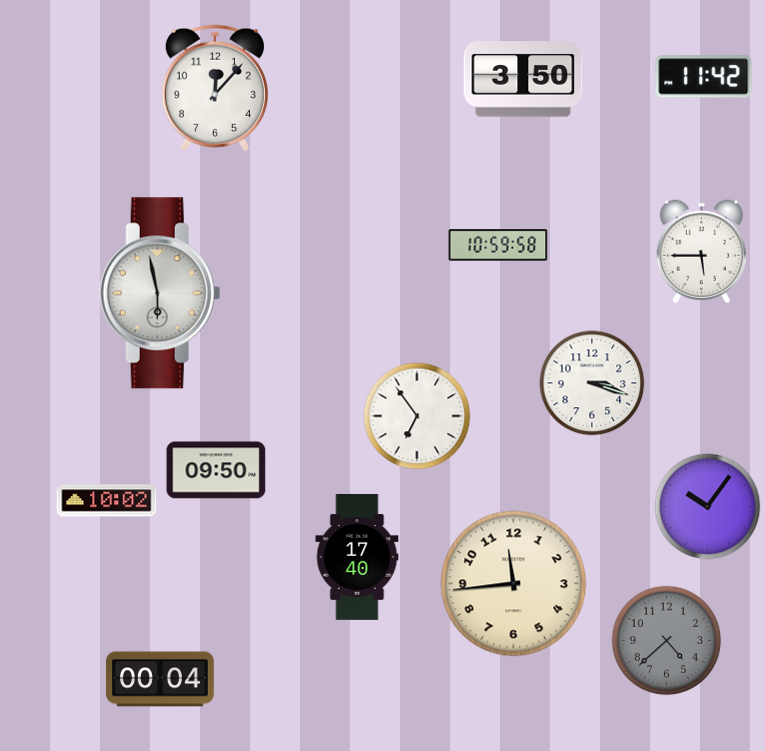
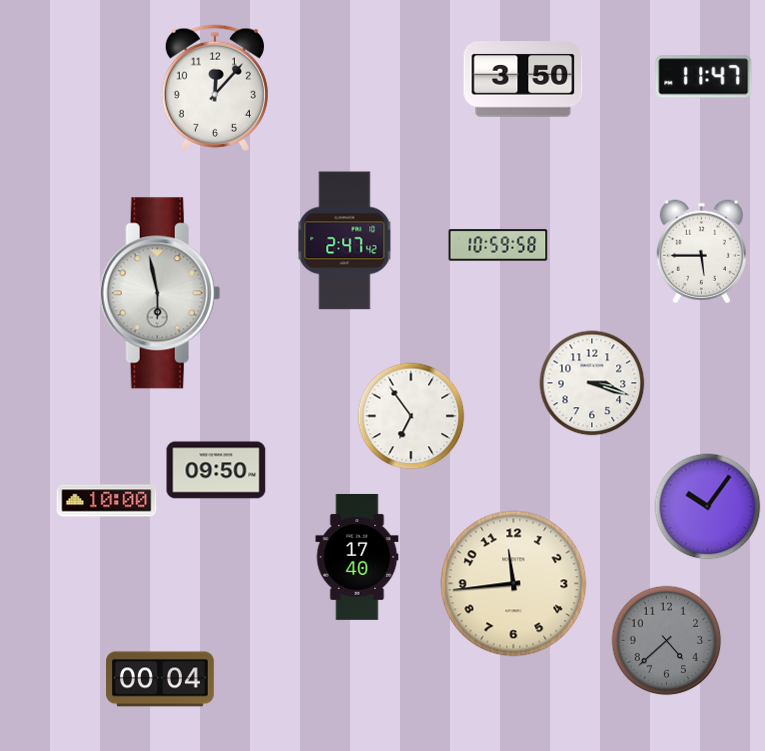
clock at (704, 77): 11:42 -> 11:47
clock at (345, 241): none -> 2:47
clock at (417, 416) position: (417, 416) -> (411, 416)
clock at (107, 501): 10:02 -> 10:00
